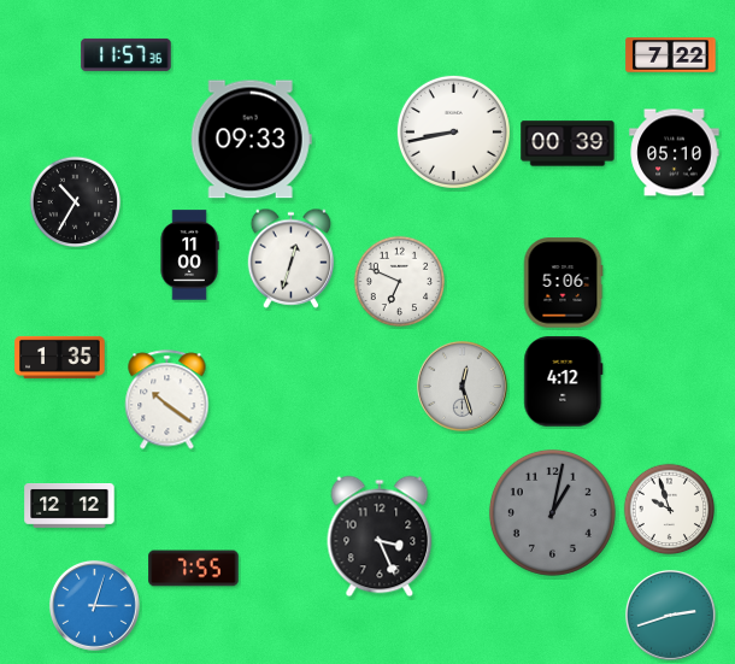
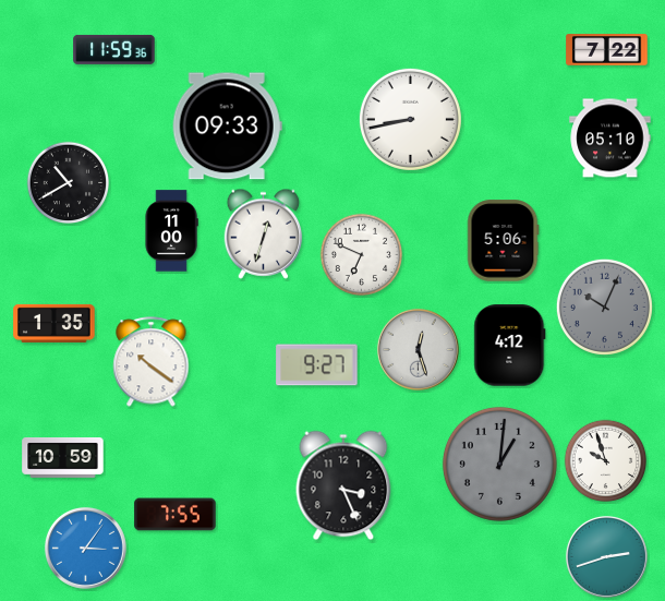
clock at (127, 54): 11:57 -> 11:59
clock at (568, 143): 00:39 -> none
clock at (76, 202): 10:35 -> 10:40
clock at (563, 283) position: (563, 283) -> (503, 241)
clock at (604, 306): none -> 10:04
clock at (317, 365): none -> 9:27
clock at (70, 506): 12:12 -> 10:59
clock at (552, 512): 1:02 -> 1:01
clock at (94, 605): 3:03 -> 3:06
